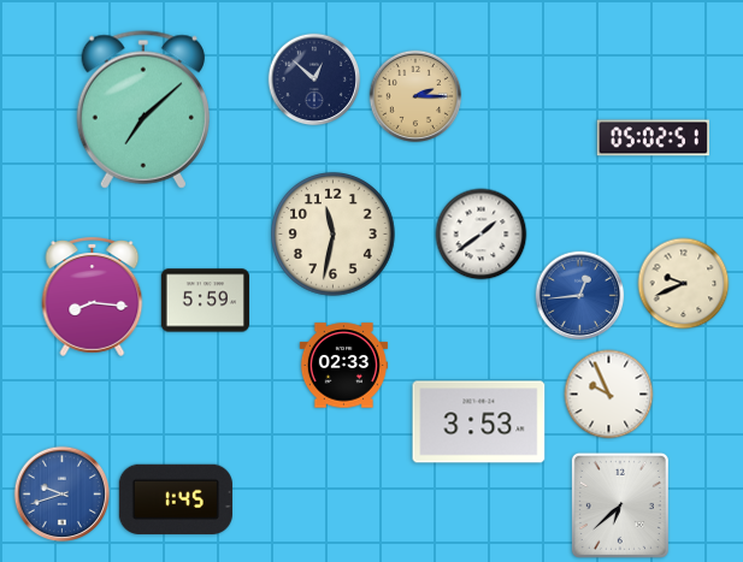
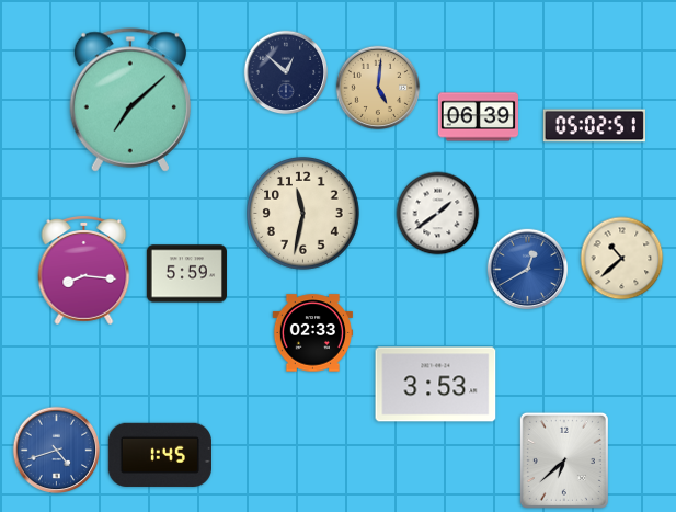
clock at (415, 96): 2:15 -> 5:01
clock at (478, 117): none -> 06:39
clock at (684, 284): 9:41 -> 10:38
clock at (580, 296): 12:44 -> 12:40
clock at (609, 395): 9:56 -> none
clock at (63, 495): 9:42 -> 4:42
